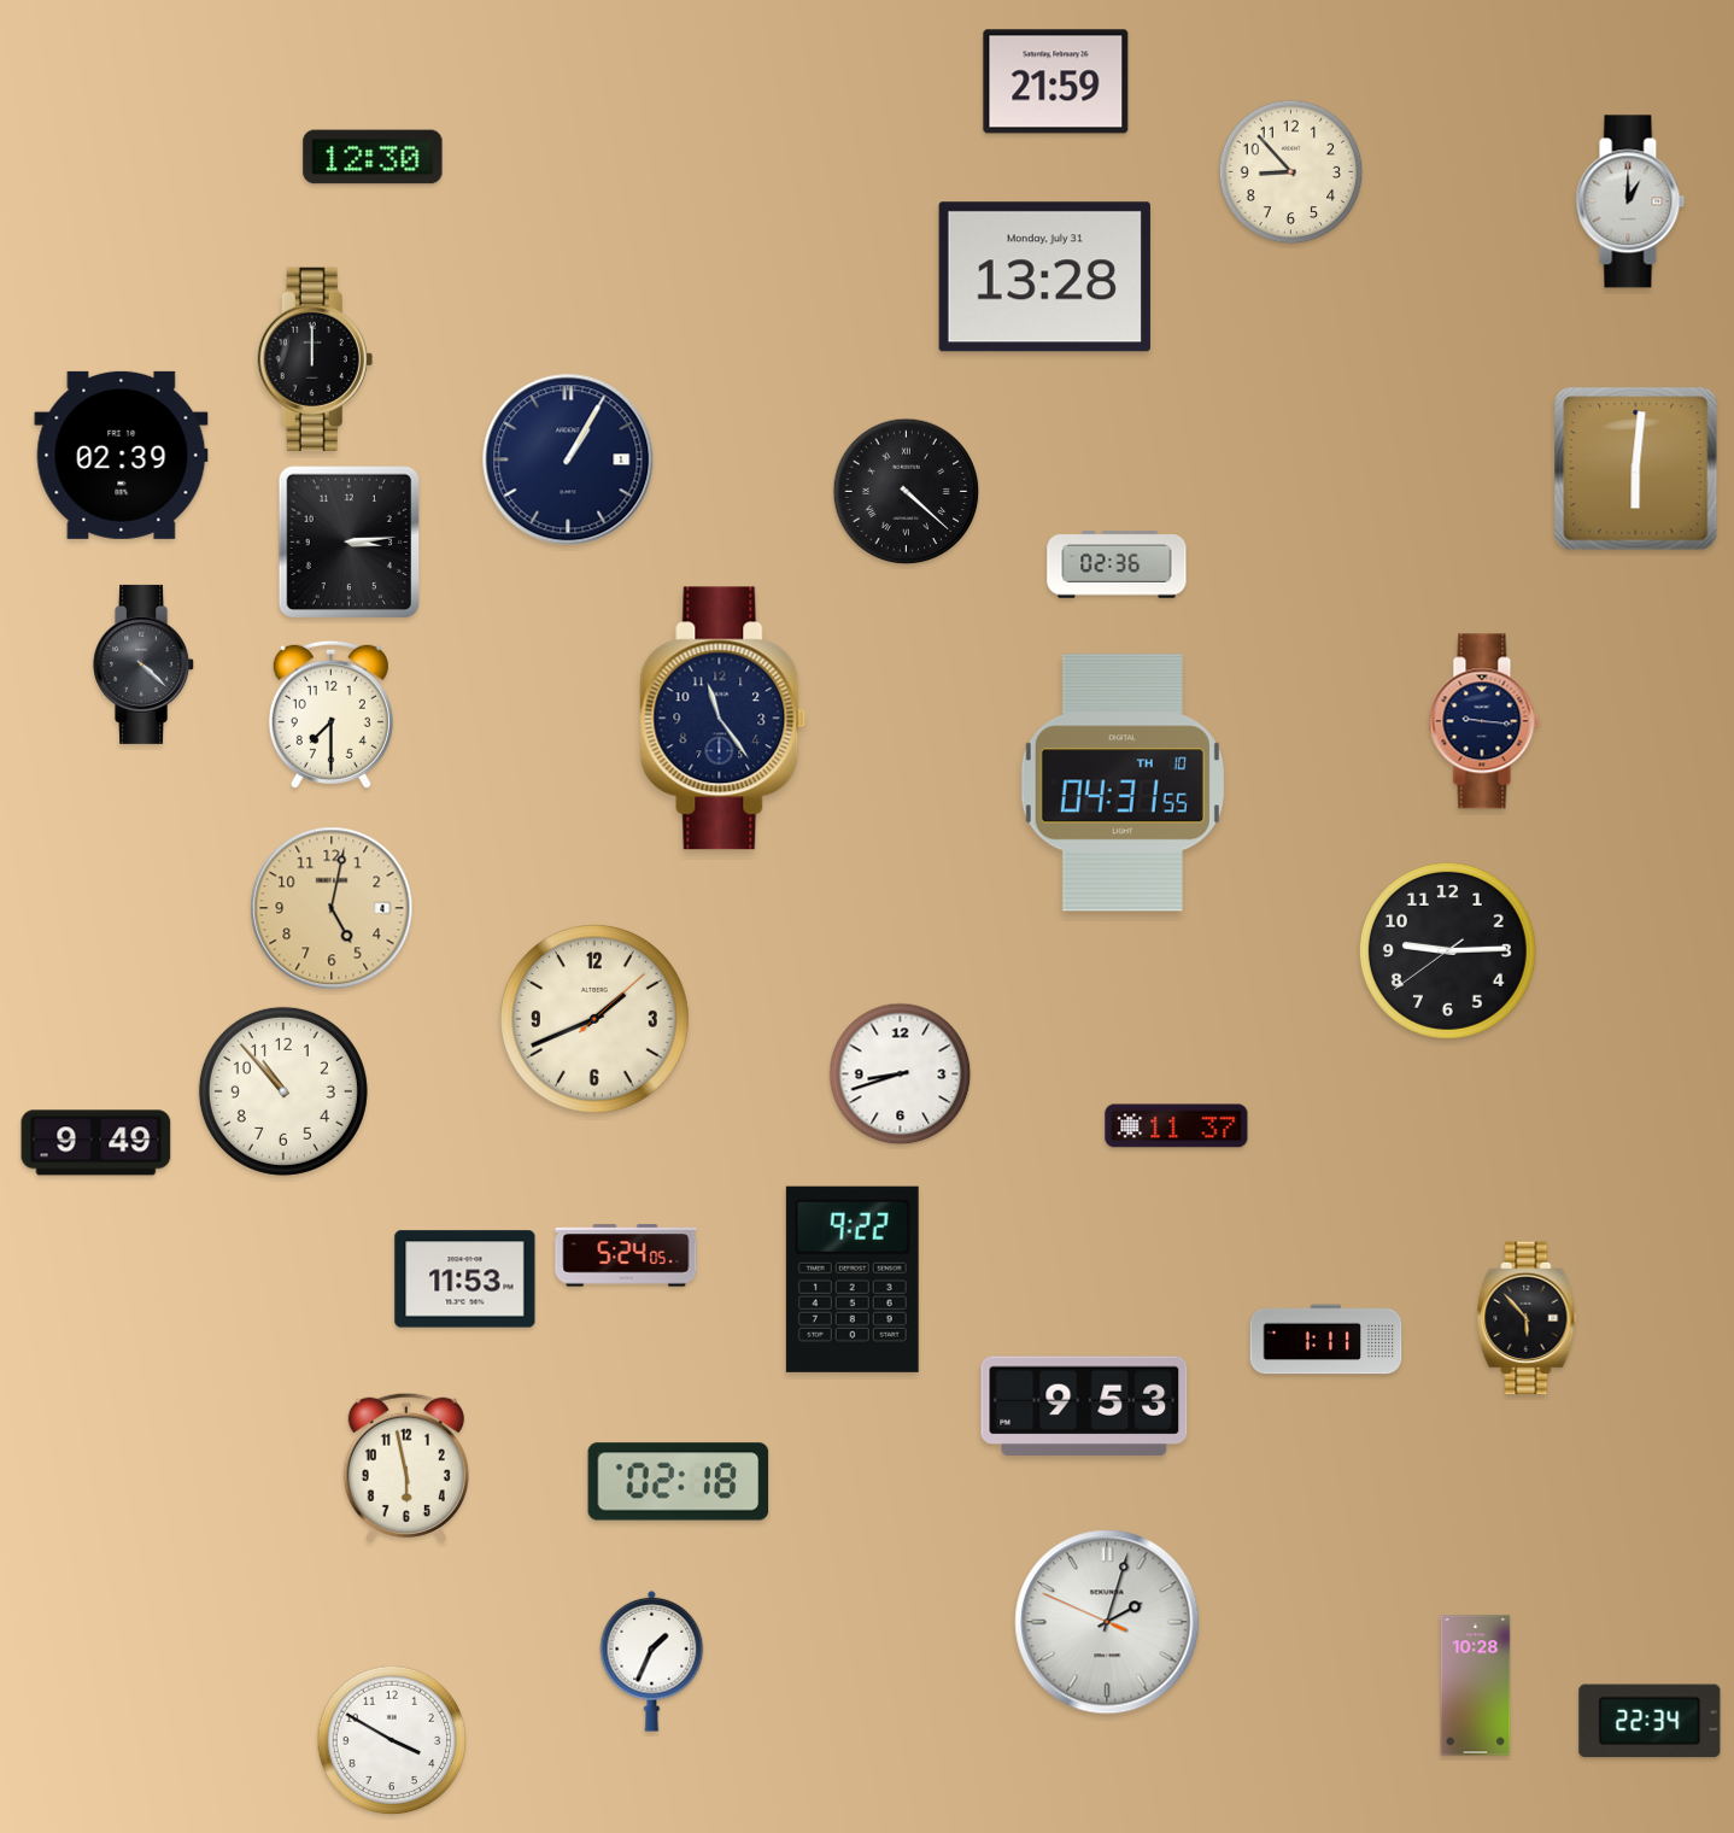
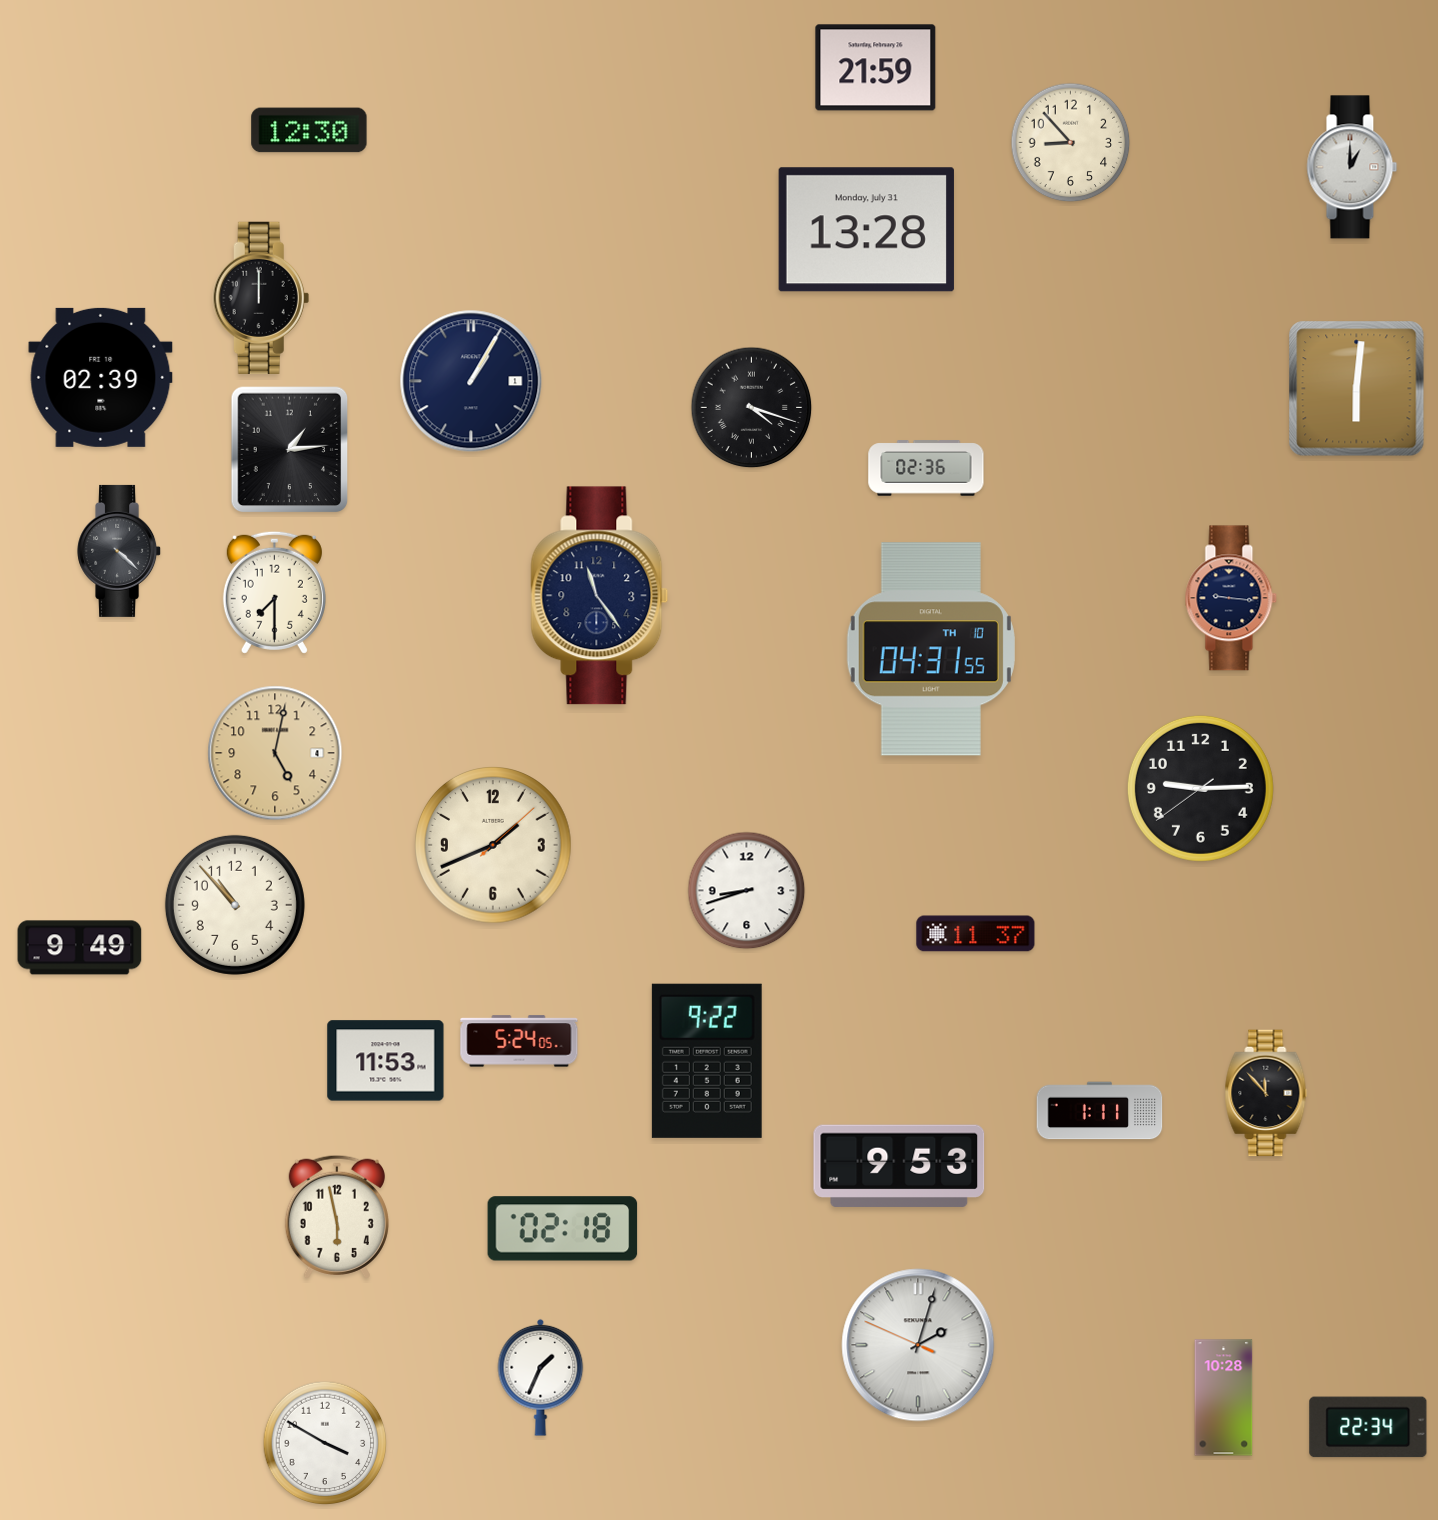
clock at (907, 492): 4:22 -> 4:18
clock at (350, 543): 3:14 -> 1:14
clock at (1527, 1318): 5:53 -> 11:53
